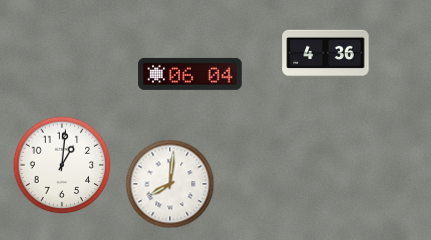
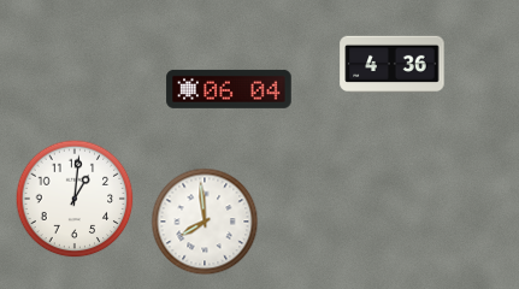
clock at (170, 184): 8:01 -> 7:59
